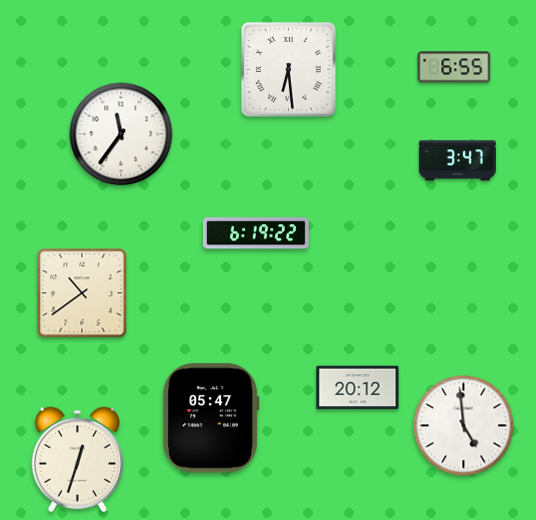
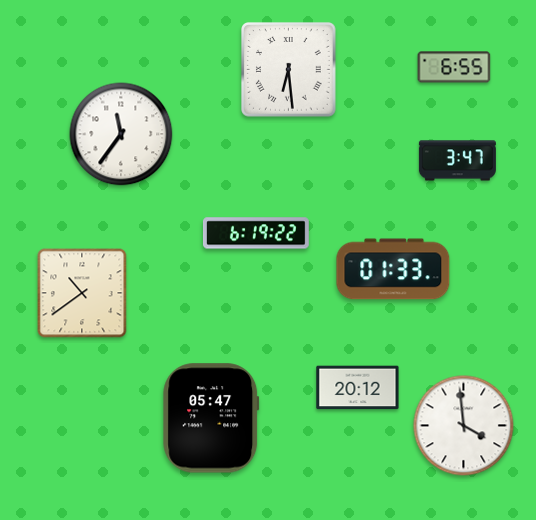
clock at (393, 269): none -> 01:33
clock at (464, 426): 4:59 -> 3:59
clock at (78, 459): 12:33 -> none
